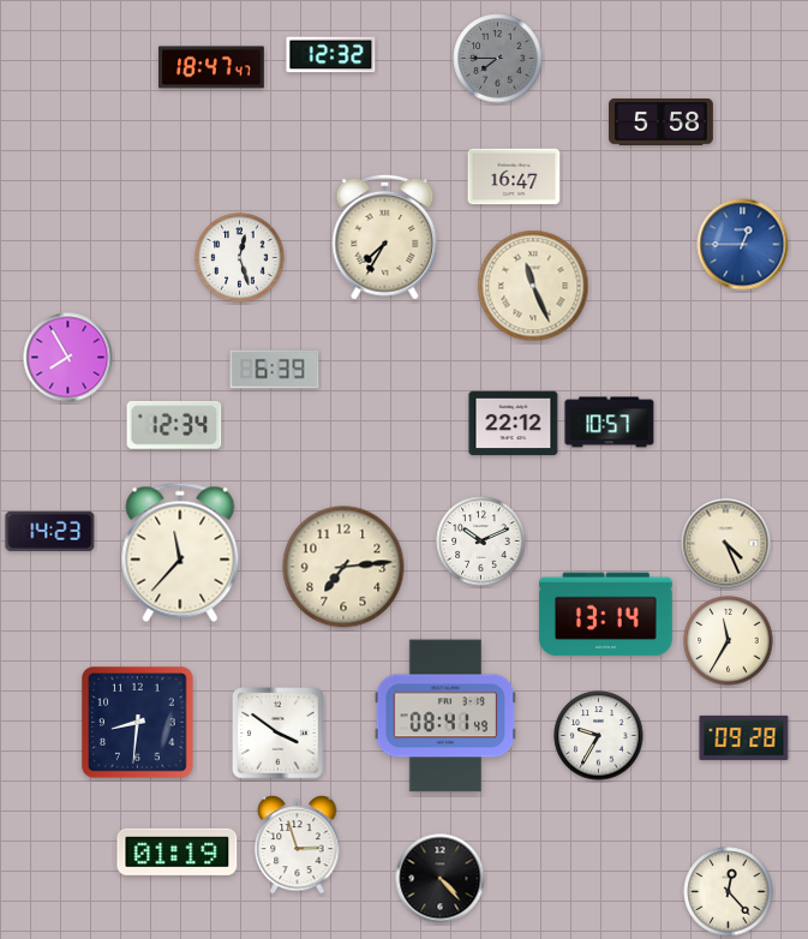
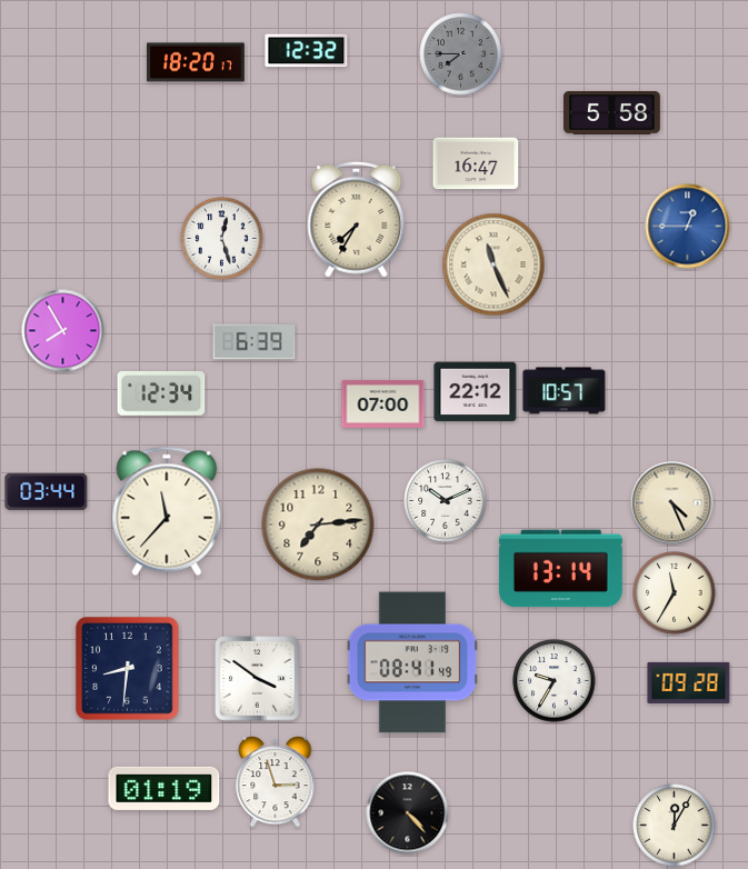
clock at (211, 67): 18:47 -> 18:20
clock at (383, 403): none -> 07:00
clock at (50, 531): 14:23 -> 03:44
clock at (729, 892): 12:23 -> 12:05
